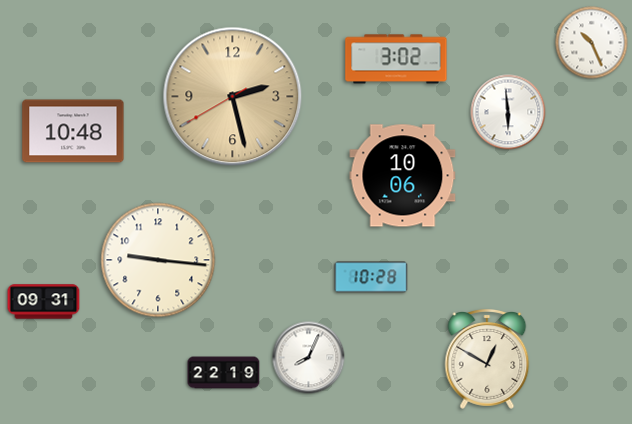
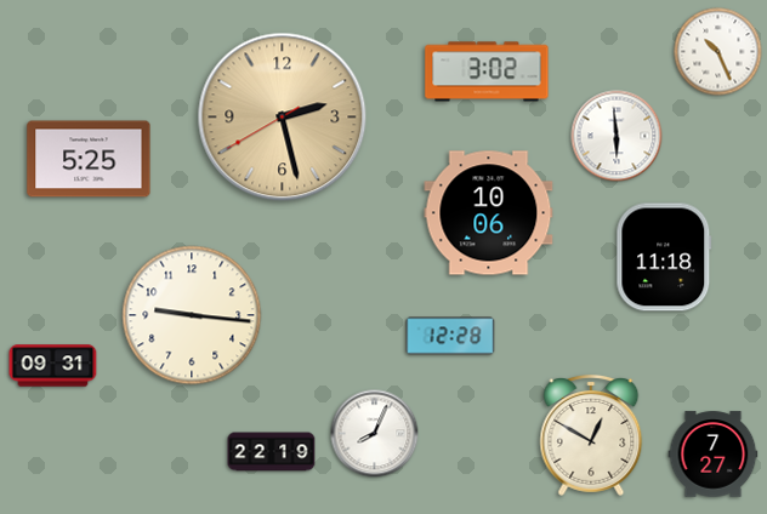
clock at (396, 59) position: (396, 59) -> (487, 72)
clock at (73, 131): 10:48 -> 5:25
clock at (664, 257): none -> 11:18
clock at (371, 277): 10:28 -> 12:28
clock at (714, 455): none -> 7:27
